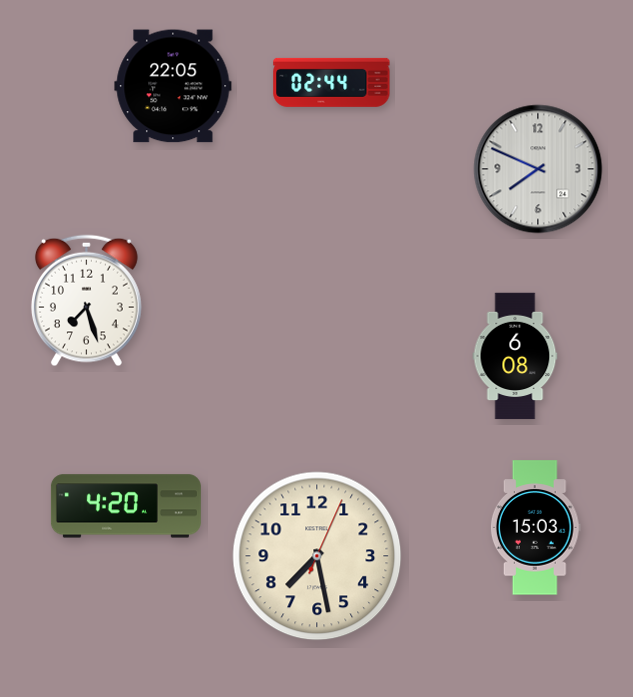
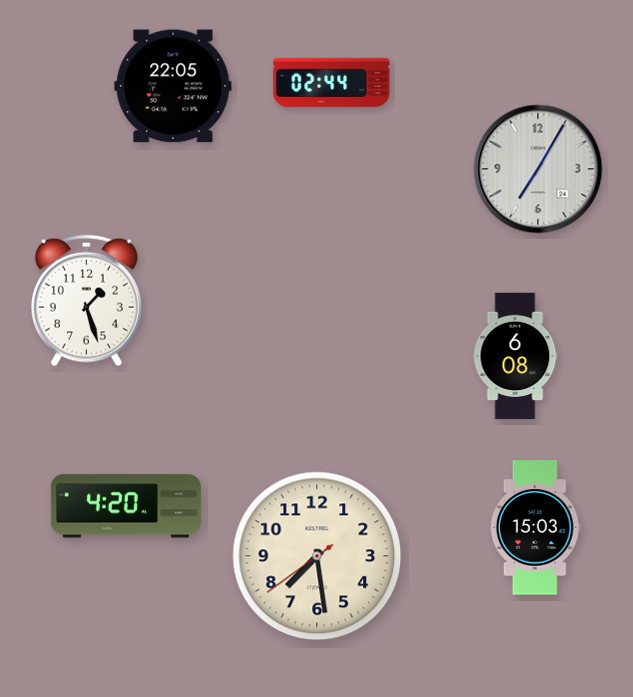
clock at (538, 169): 7:49 -> 7:05
clock at (86, 301): 7:27 -> 1:27
clock at (317, 556): 7:28:04 -> 7:28:39
